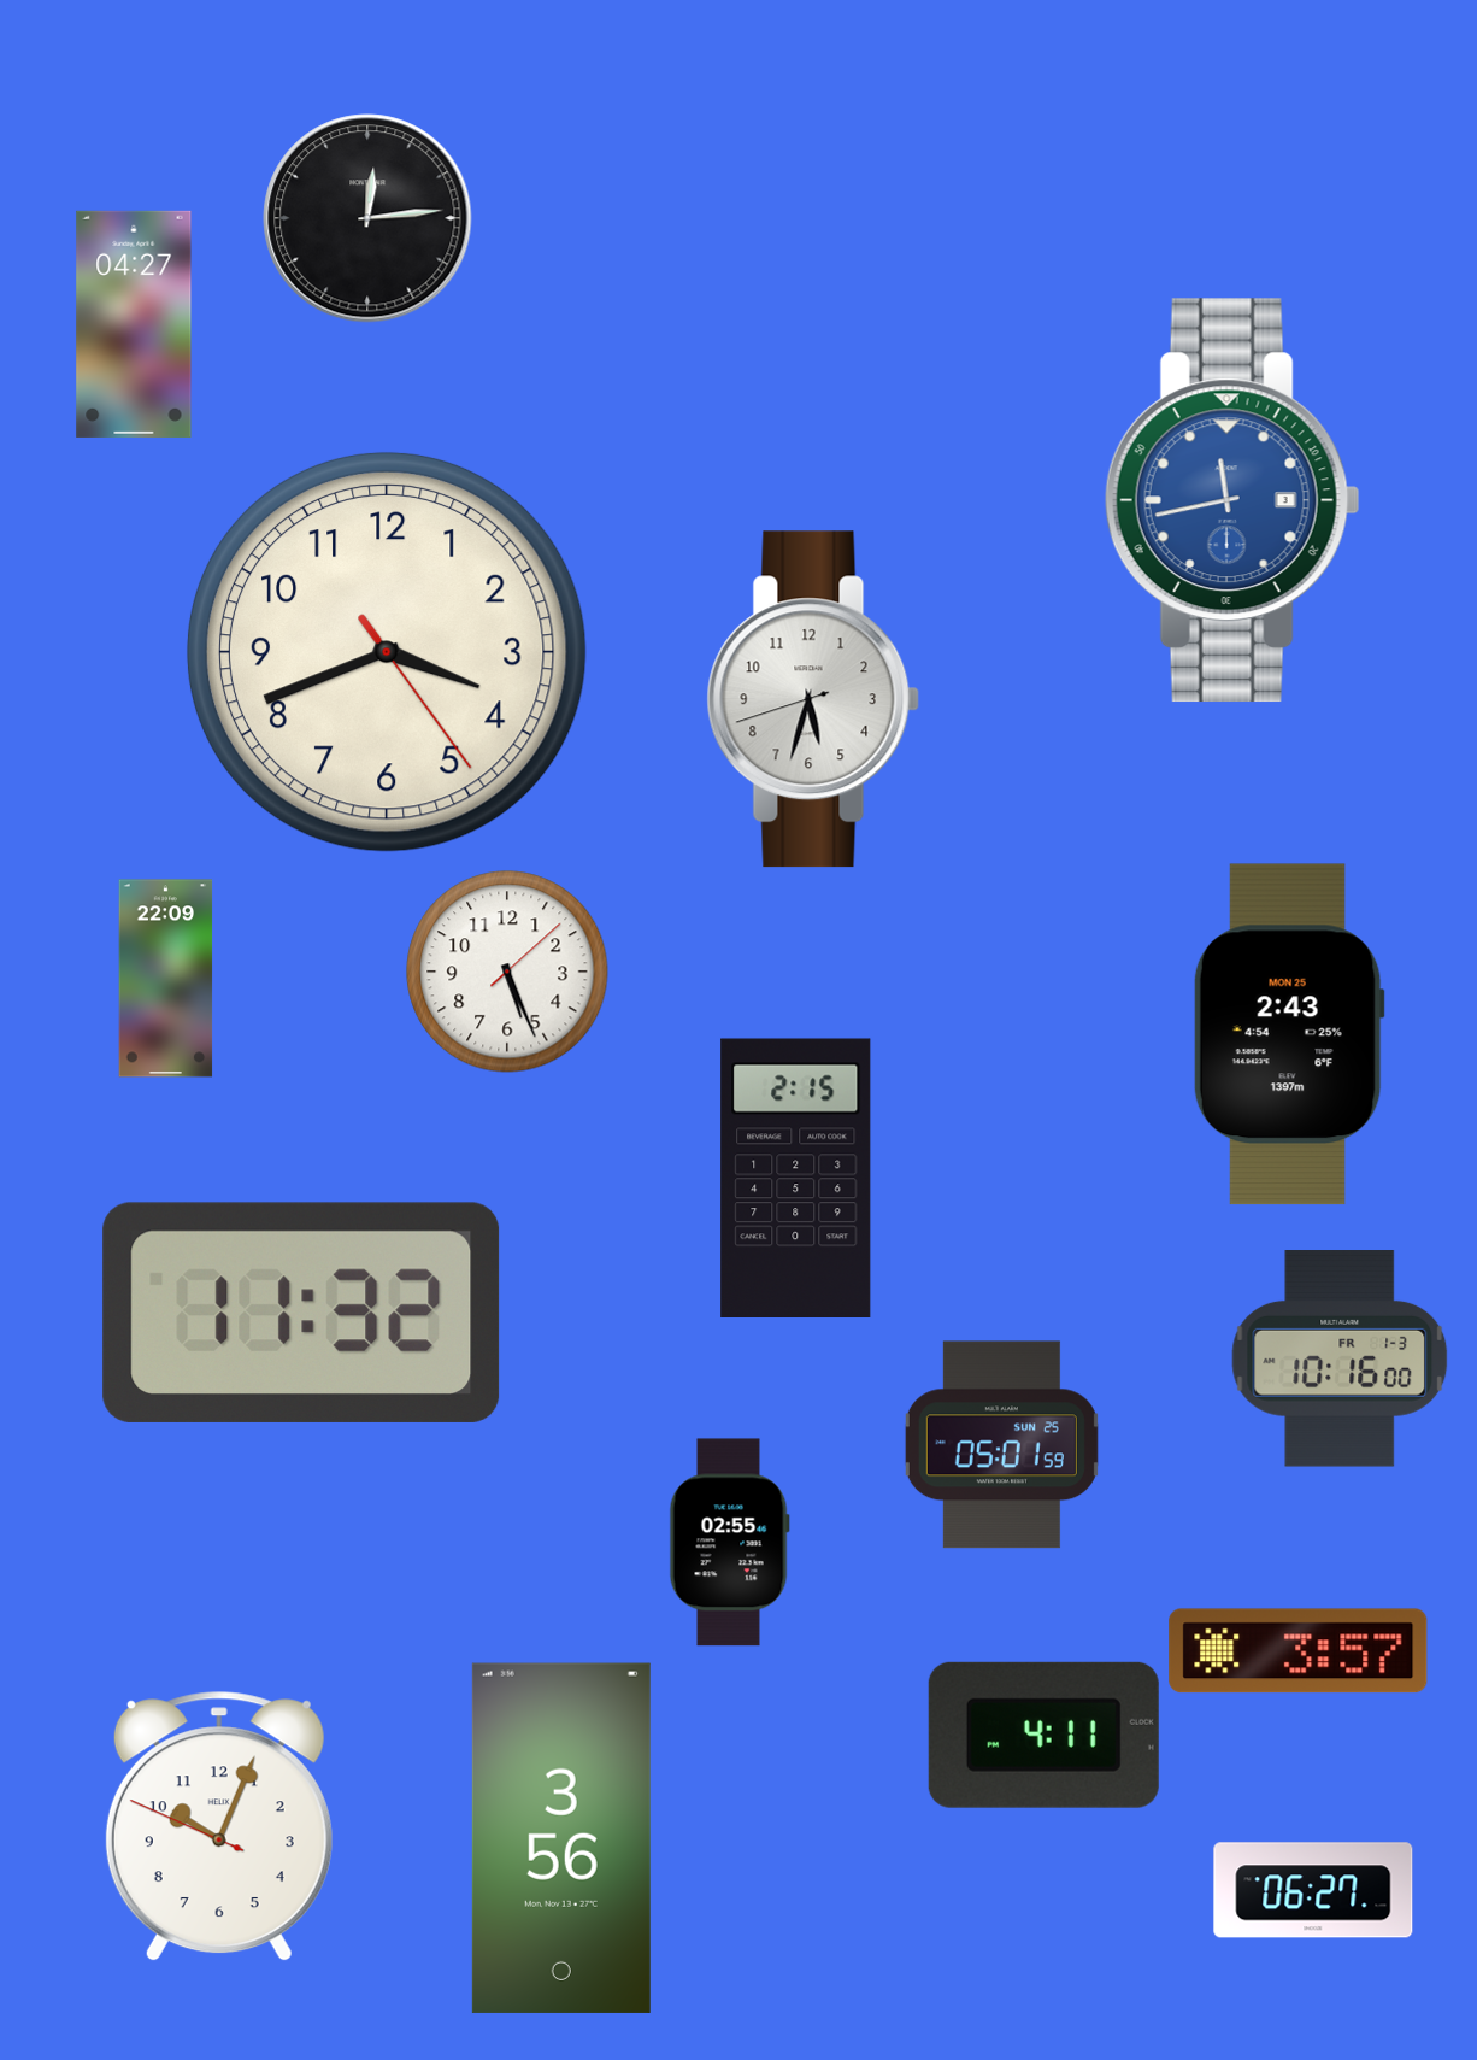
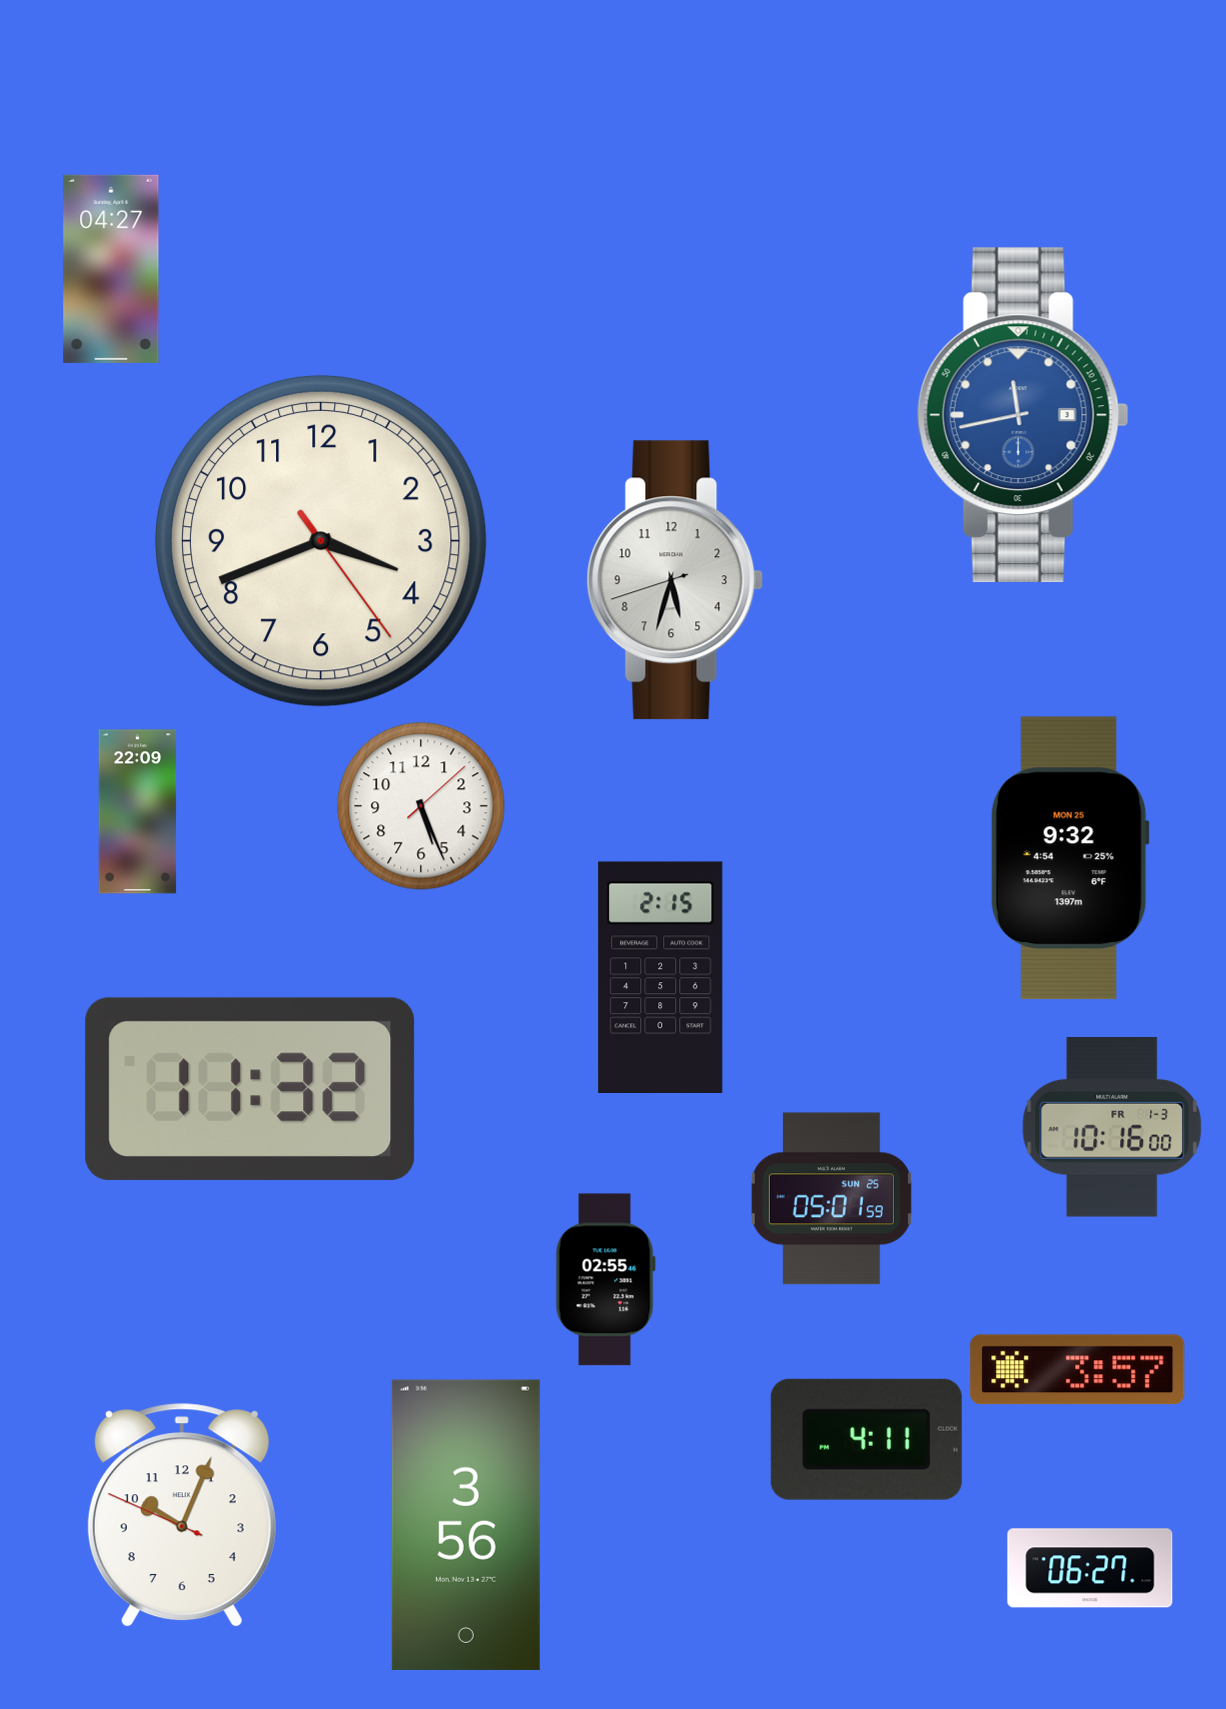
clock at (367, 218): 12:14 -> none
clock at (1289, 1034): 2:43 -> 9:32
